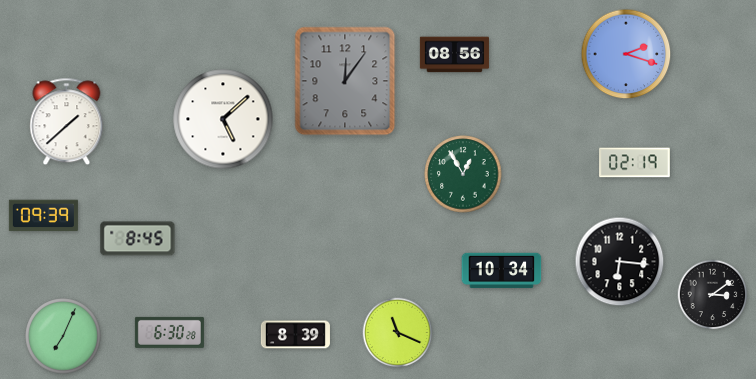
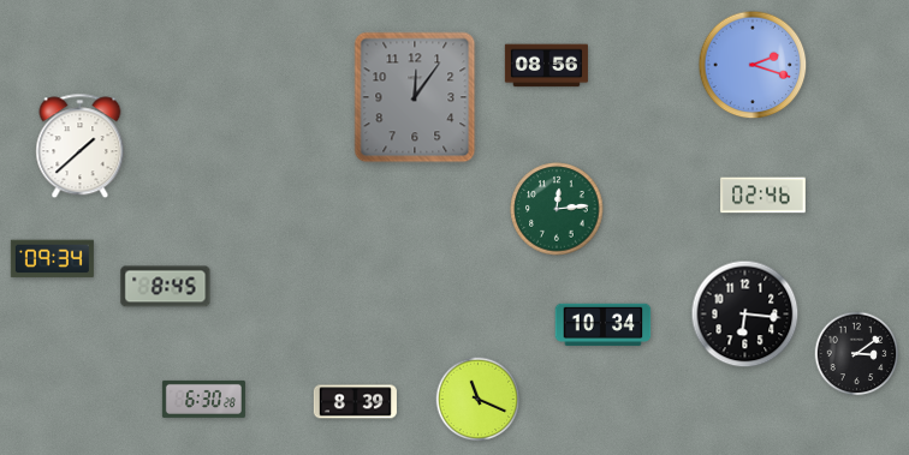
clock at (223, 119): 5:08 -> none
clock at (635, 163): 02:19 -> 02:46
clock at (463, 174): 12:55 -> 12:14
clock at (43, 216): 09:39 -> 09:34
clock at (63, 336): 7:04 -> none
